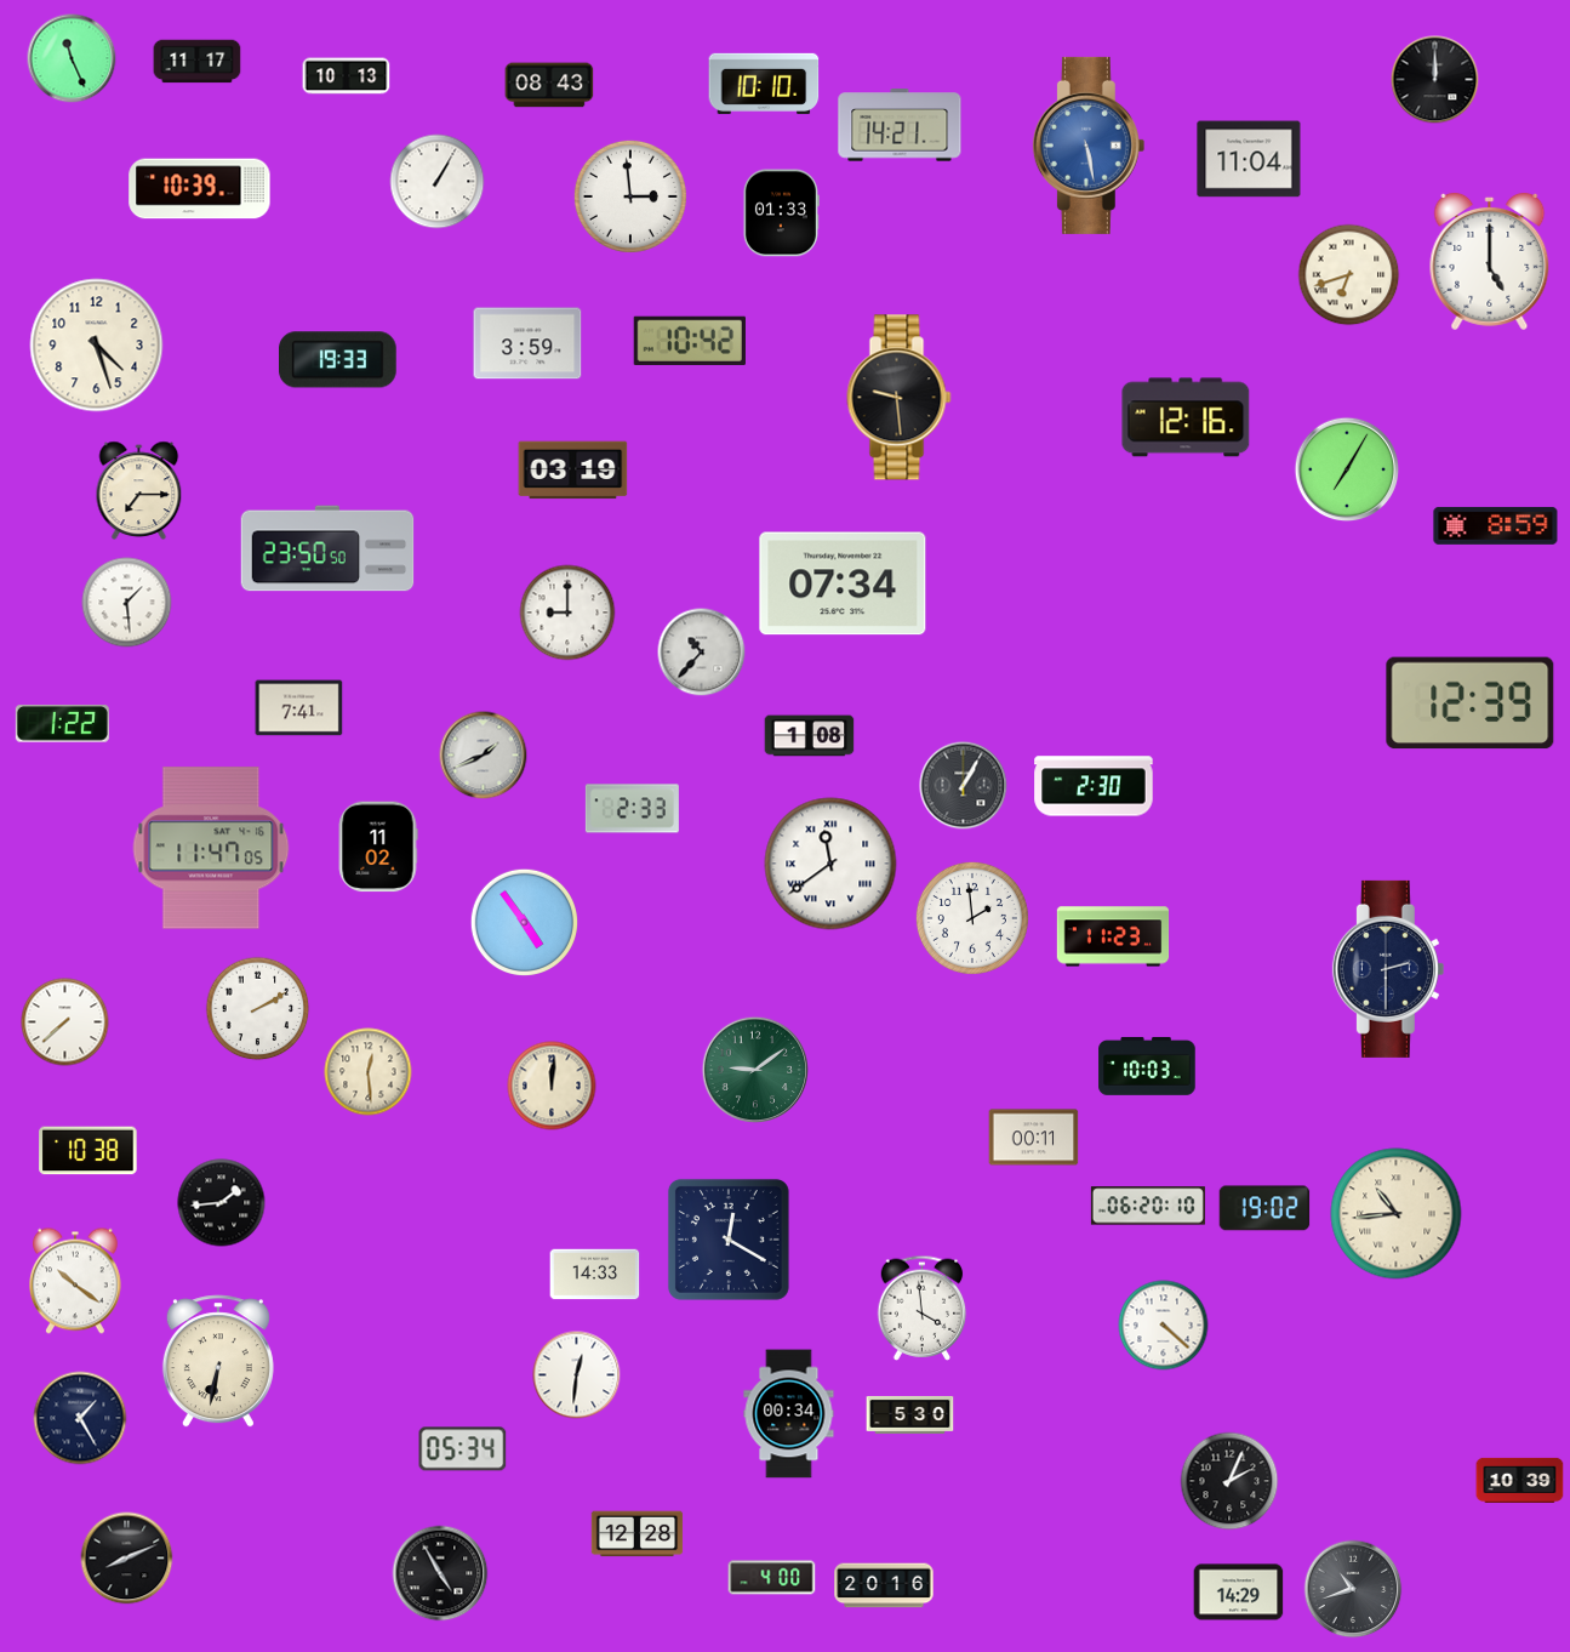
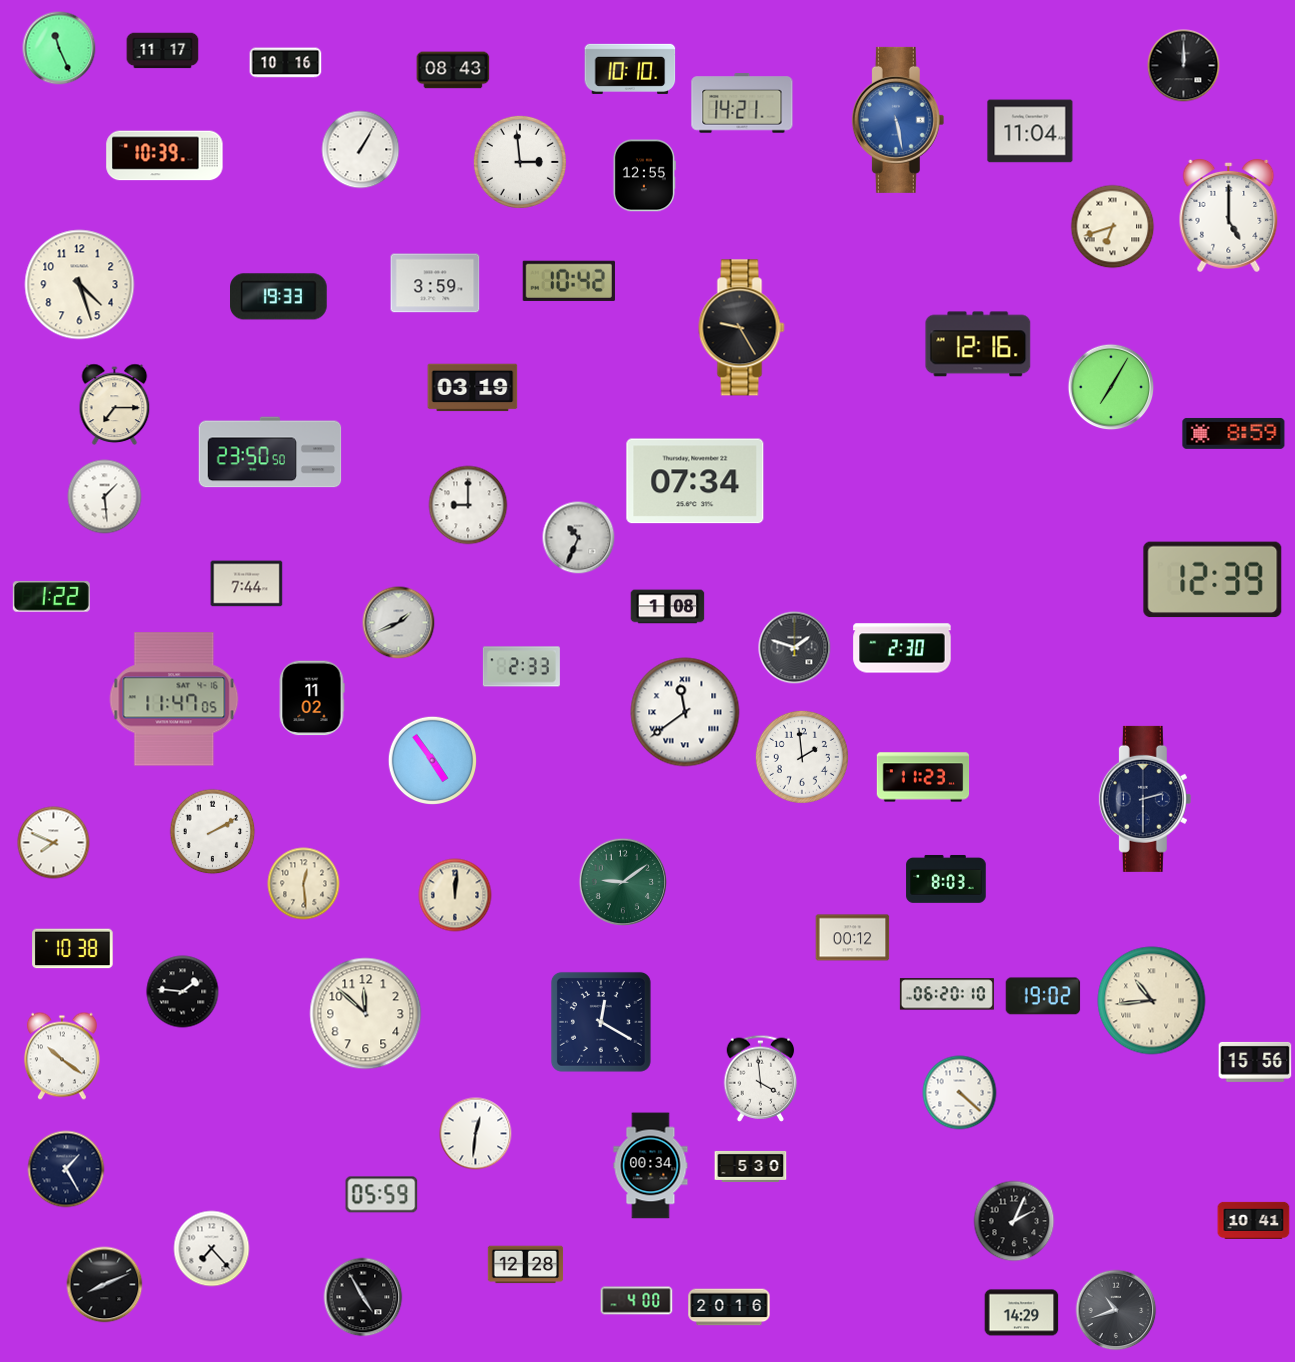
clock at (347, 76): 10:13 -> 10:16
clock at (781, 213): 01:33 -> 12:55
clock at (900, 398): 9:29 -> 9:25
clock at (702, 653): 10:37 -> 10:34
clock at (299, 708): 7:41 -> 7:44
clock at (964, 786): 1:05 -> 1:48
clock at (1113, 936) position: (1113, 936) -> (923, 777)
clock at (65, 1022): 7:38 -> 7:49
clock at (1147, 1066): 10:03 -> 8:03
clock at (1034, 1138): 00:11 -> 00:12
clock at (222, 1203): 1:44 -> 1:46
clock at (366, 1014): none -> 11:52
clock at (595, 1275): 14:33 -> none
clock at (1255, 1062): none -> 15:56
clock at (218, 1361): 6:32 -> none
clock at (463, 1449): 05:34 -> 05:59
clock at (1520, 1480): 10:39 -> 10:41
clock at (212, 1249): none -> 7:23
